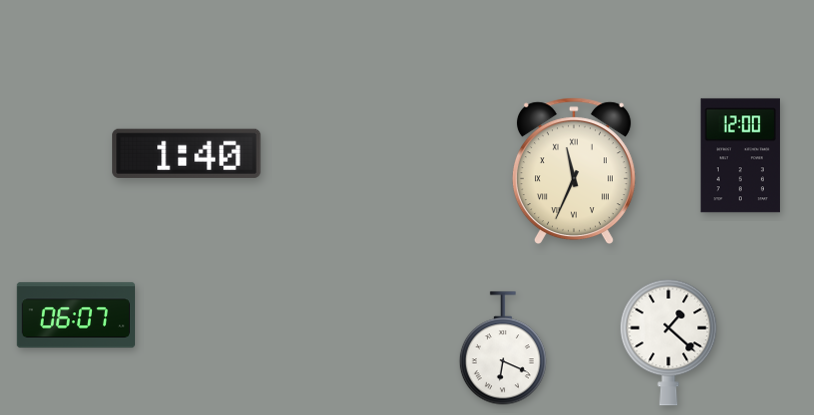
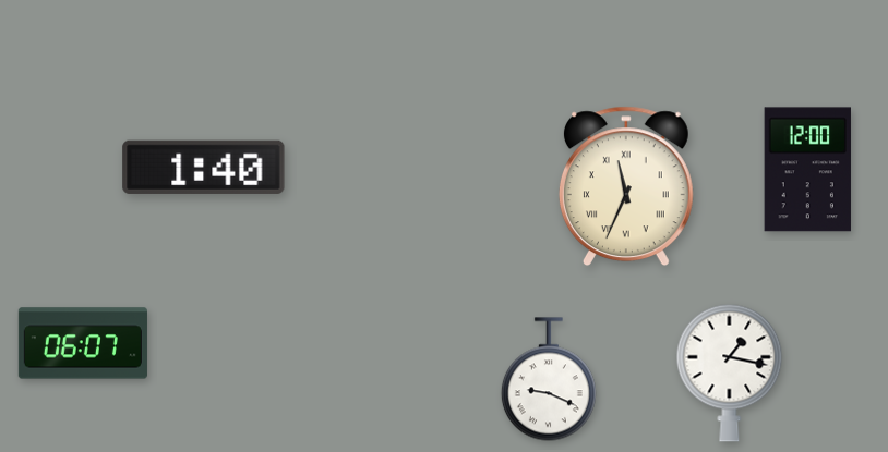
clock at (669, 342): 1:22 -> 1:17
clock at (503, 348): 6:19 -> 9:19
